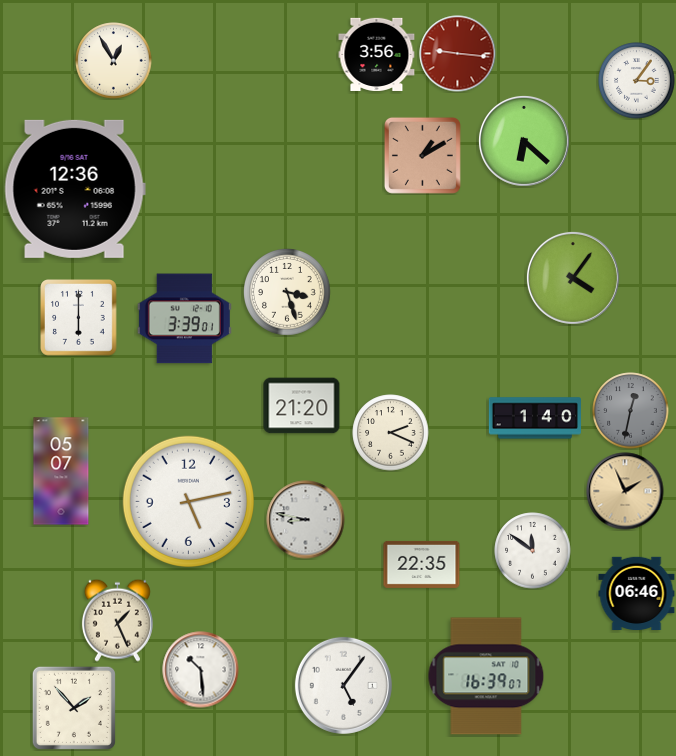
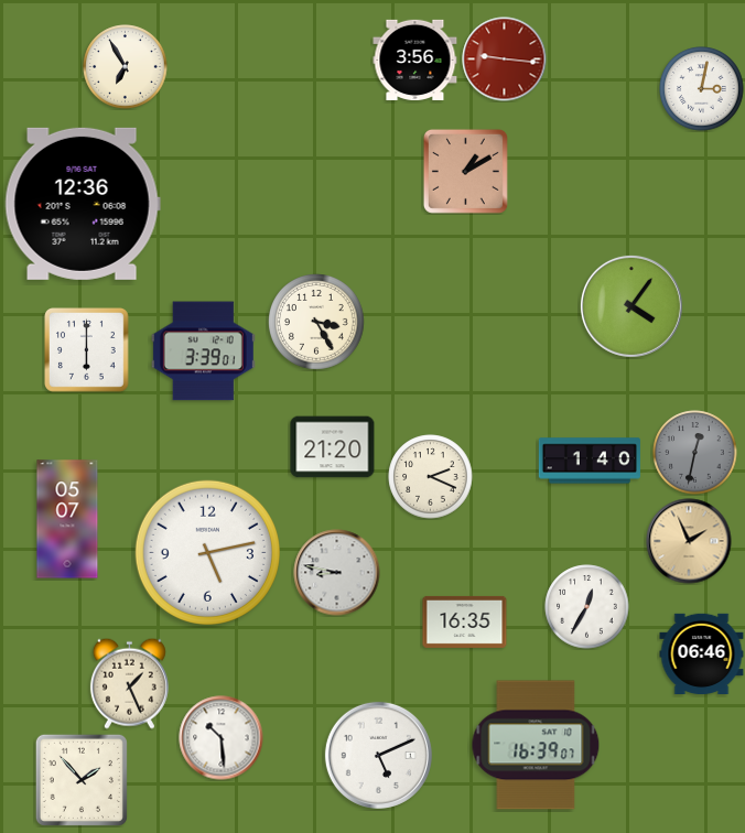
clock at (114, 61): 12:55 -> 6:55
clock at (637, 81): 3:06 -> 3:02
clock at (524, 141): 6:22 -> none
clock at (75, 189) position: (75, 189) -> (83, 204)
clock at (288, 293): 3:27 -> 3:25
clock at (533, 551): 11:51 -> 12:35
clock at (422, 564): 22:35 -> 16:35
clock at (343, 685): 5:06 -> 5:11
